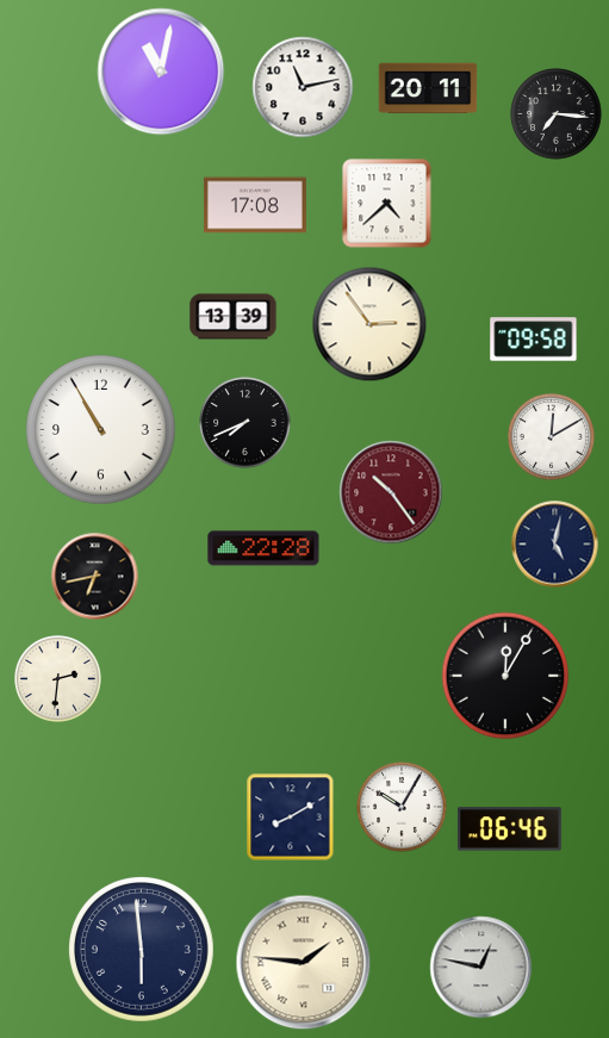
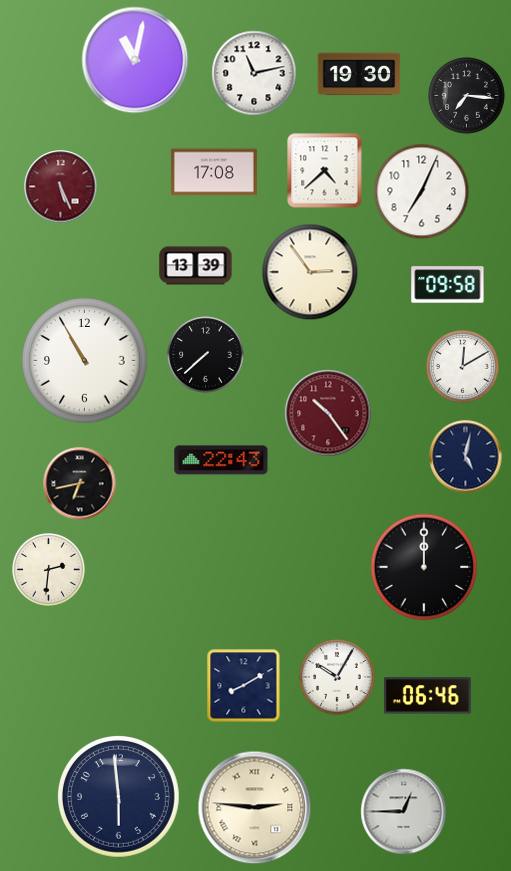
clock at (428, 88): 20:11 -> 19:30
clock at (61, 187): none -> 5:26
clock at (422, 192): none -> 7:04
clock at (246, 423): 7:41 -> 7:38
clock at (263, 548): 22:28 -> 22:43
clock at (505, 676): 12:05 -> 12:00
clock at (304, 963): 1:46 -> 2:46
clock at (481, 968): 12:47 -> 12:45
